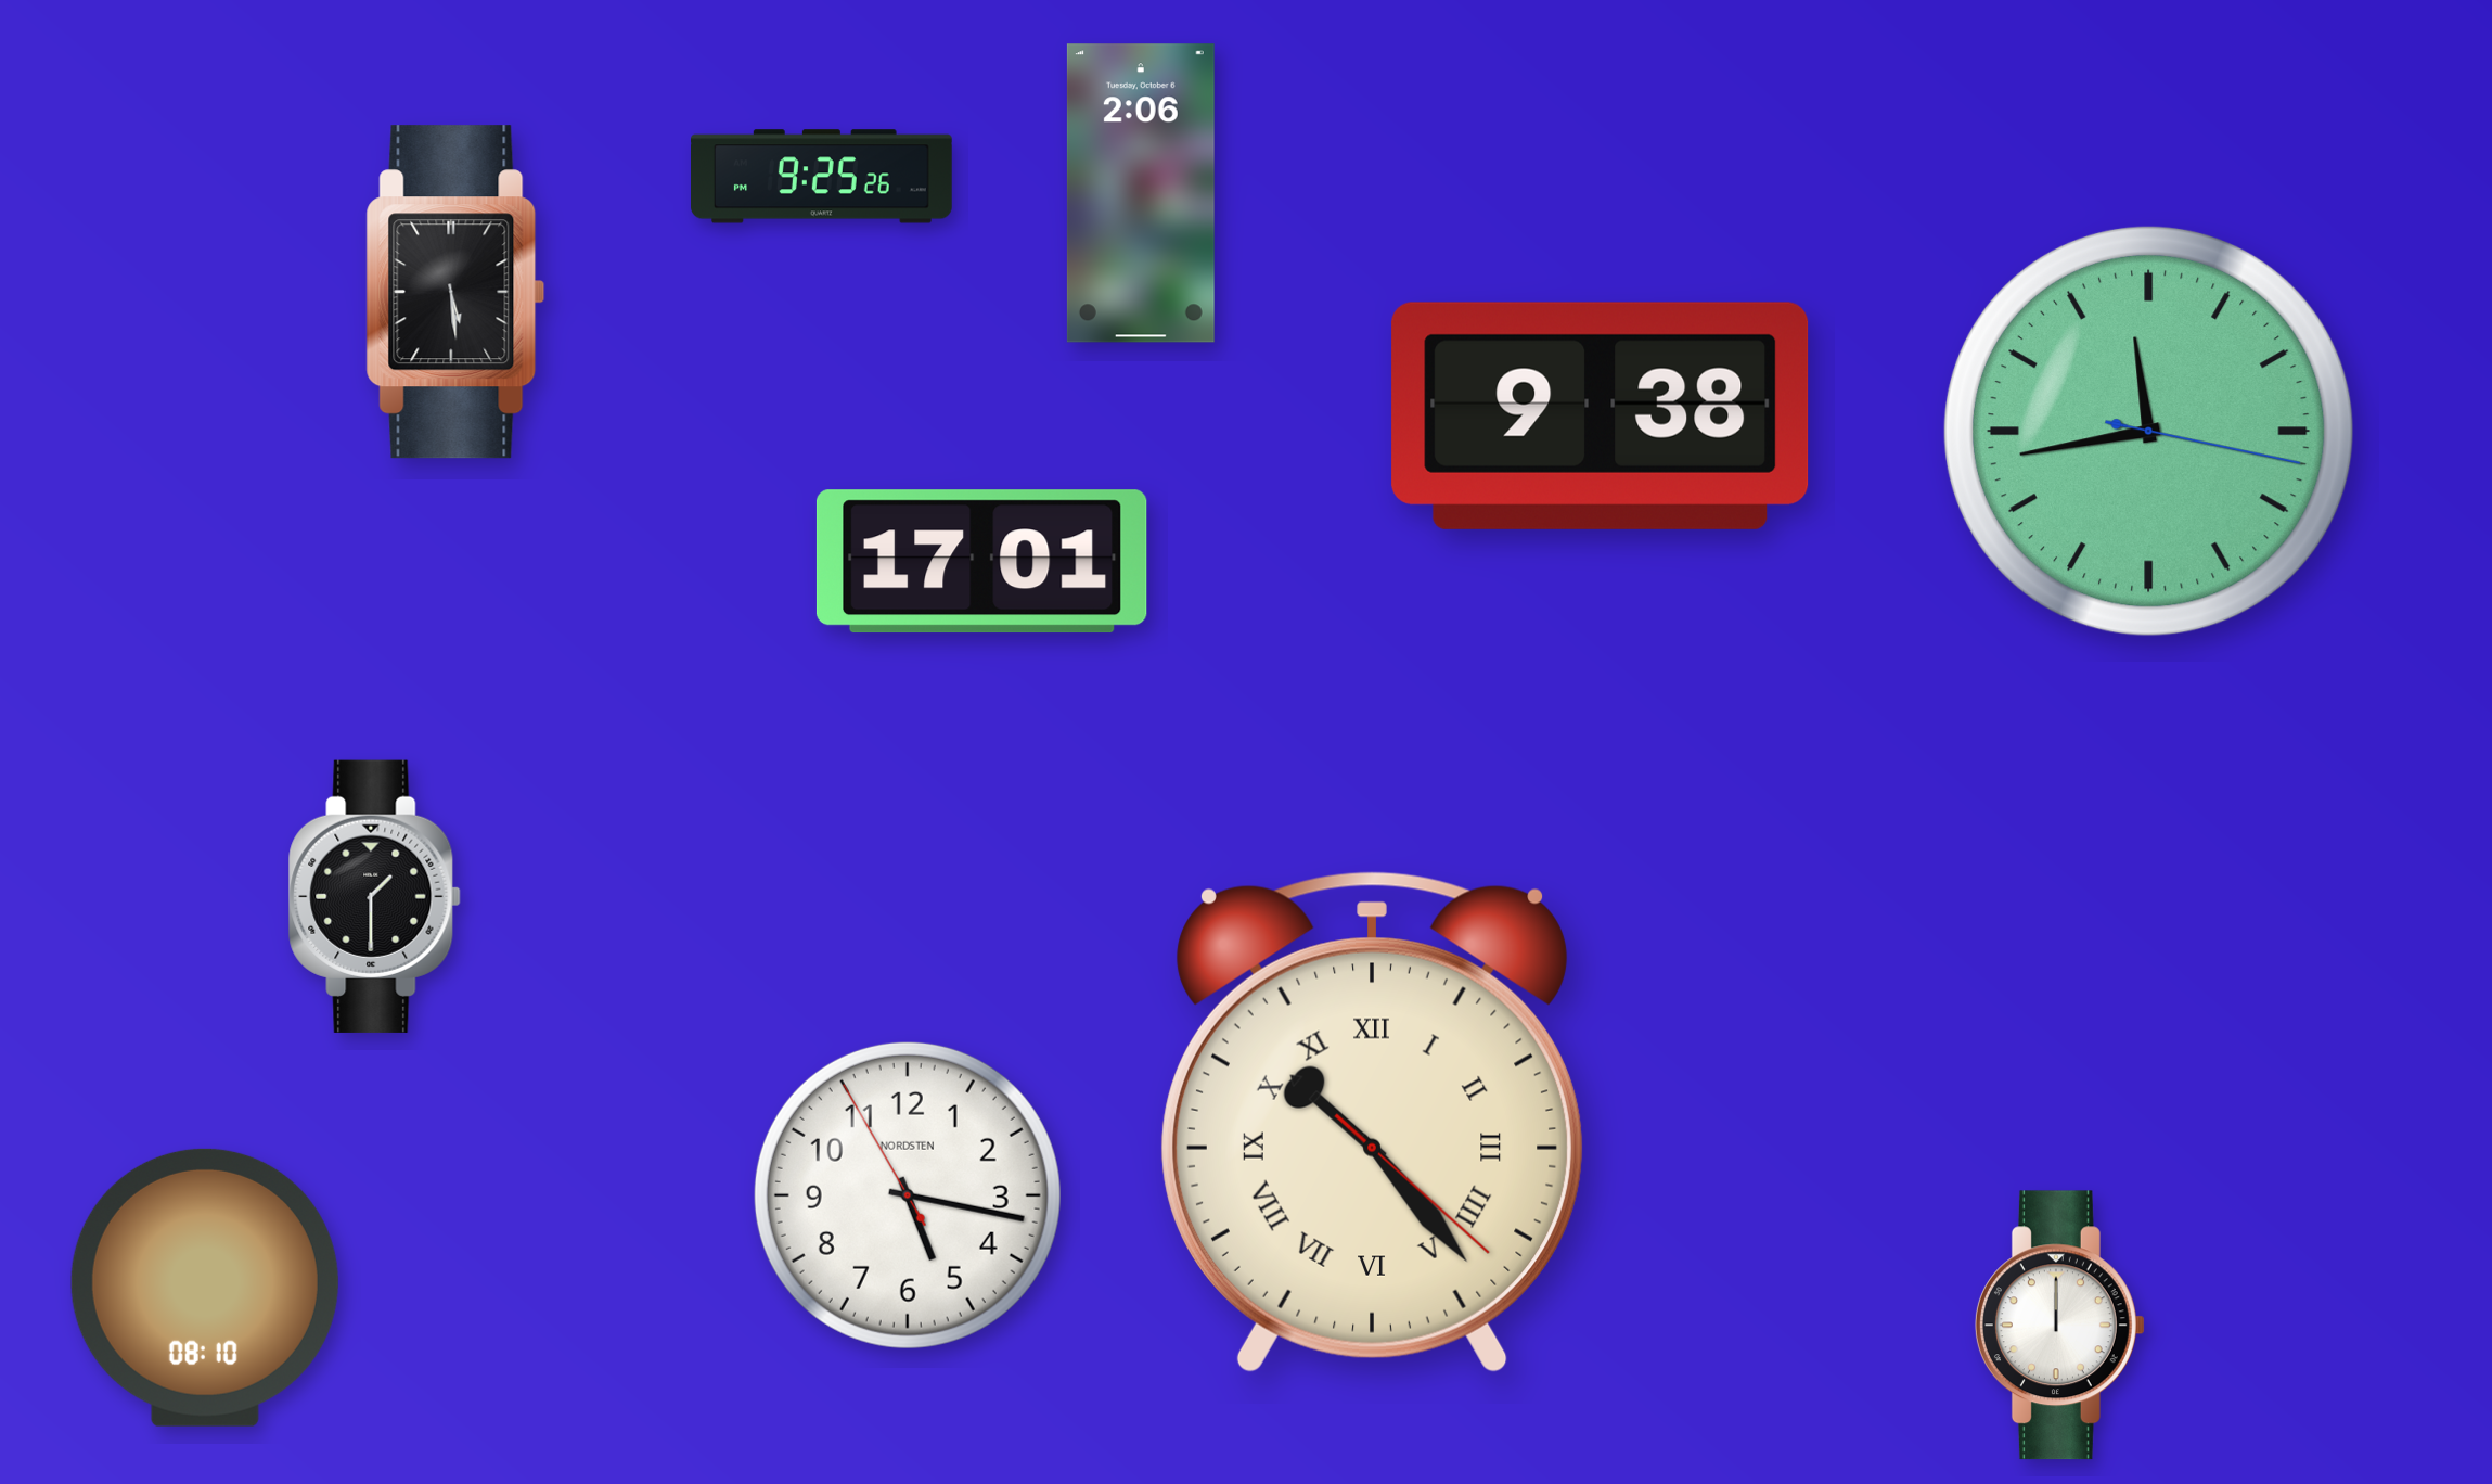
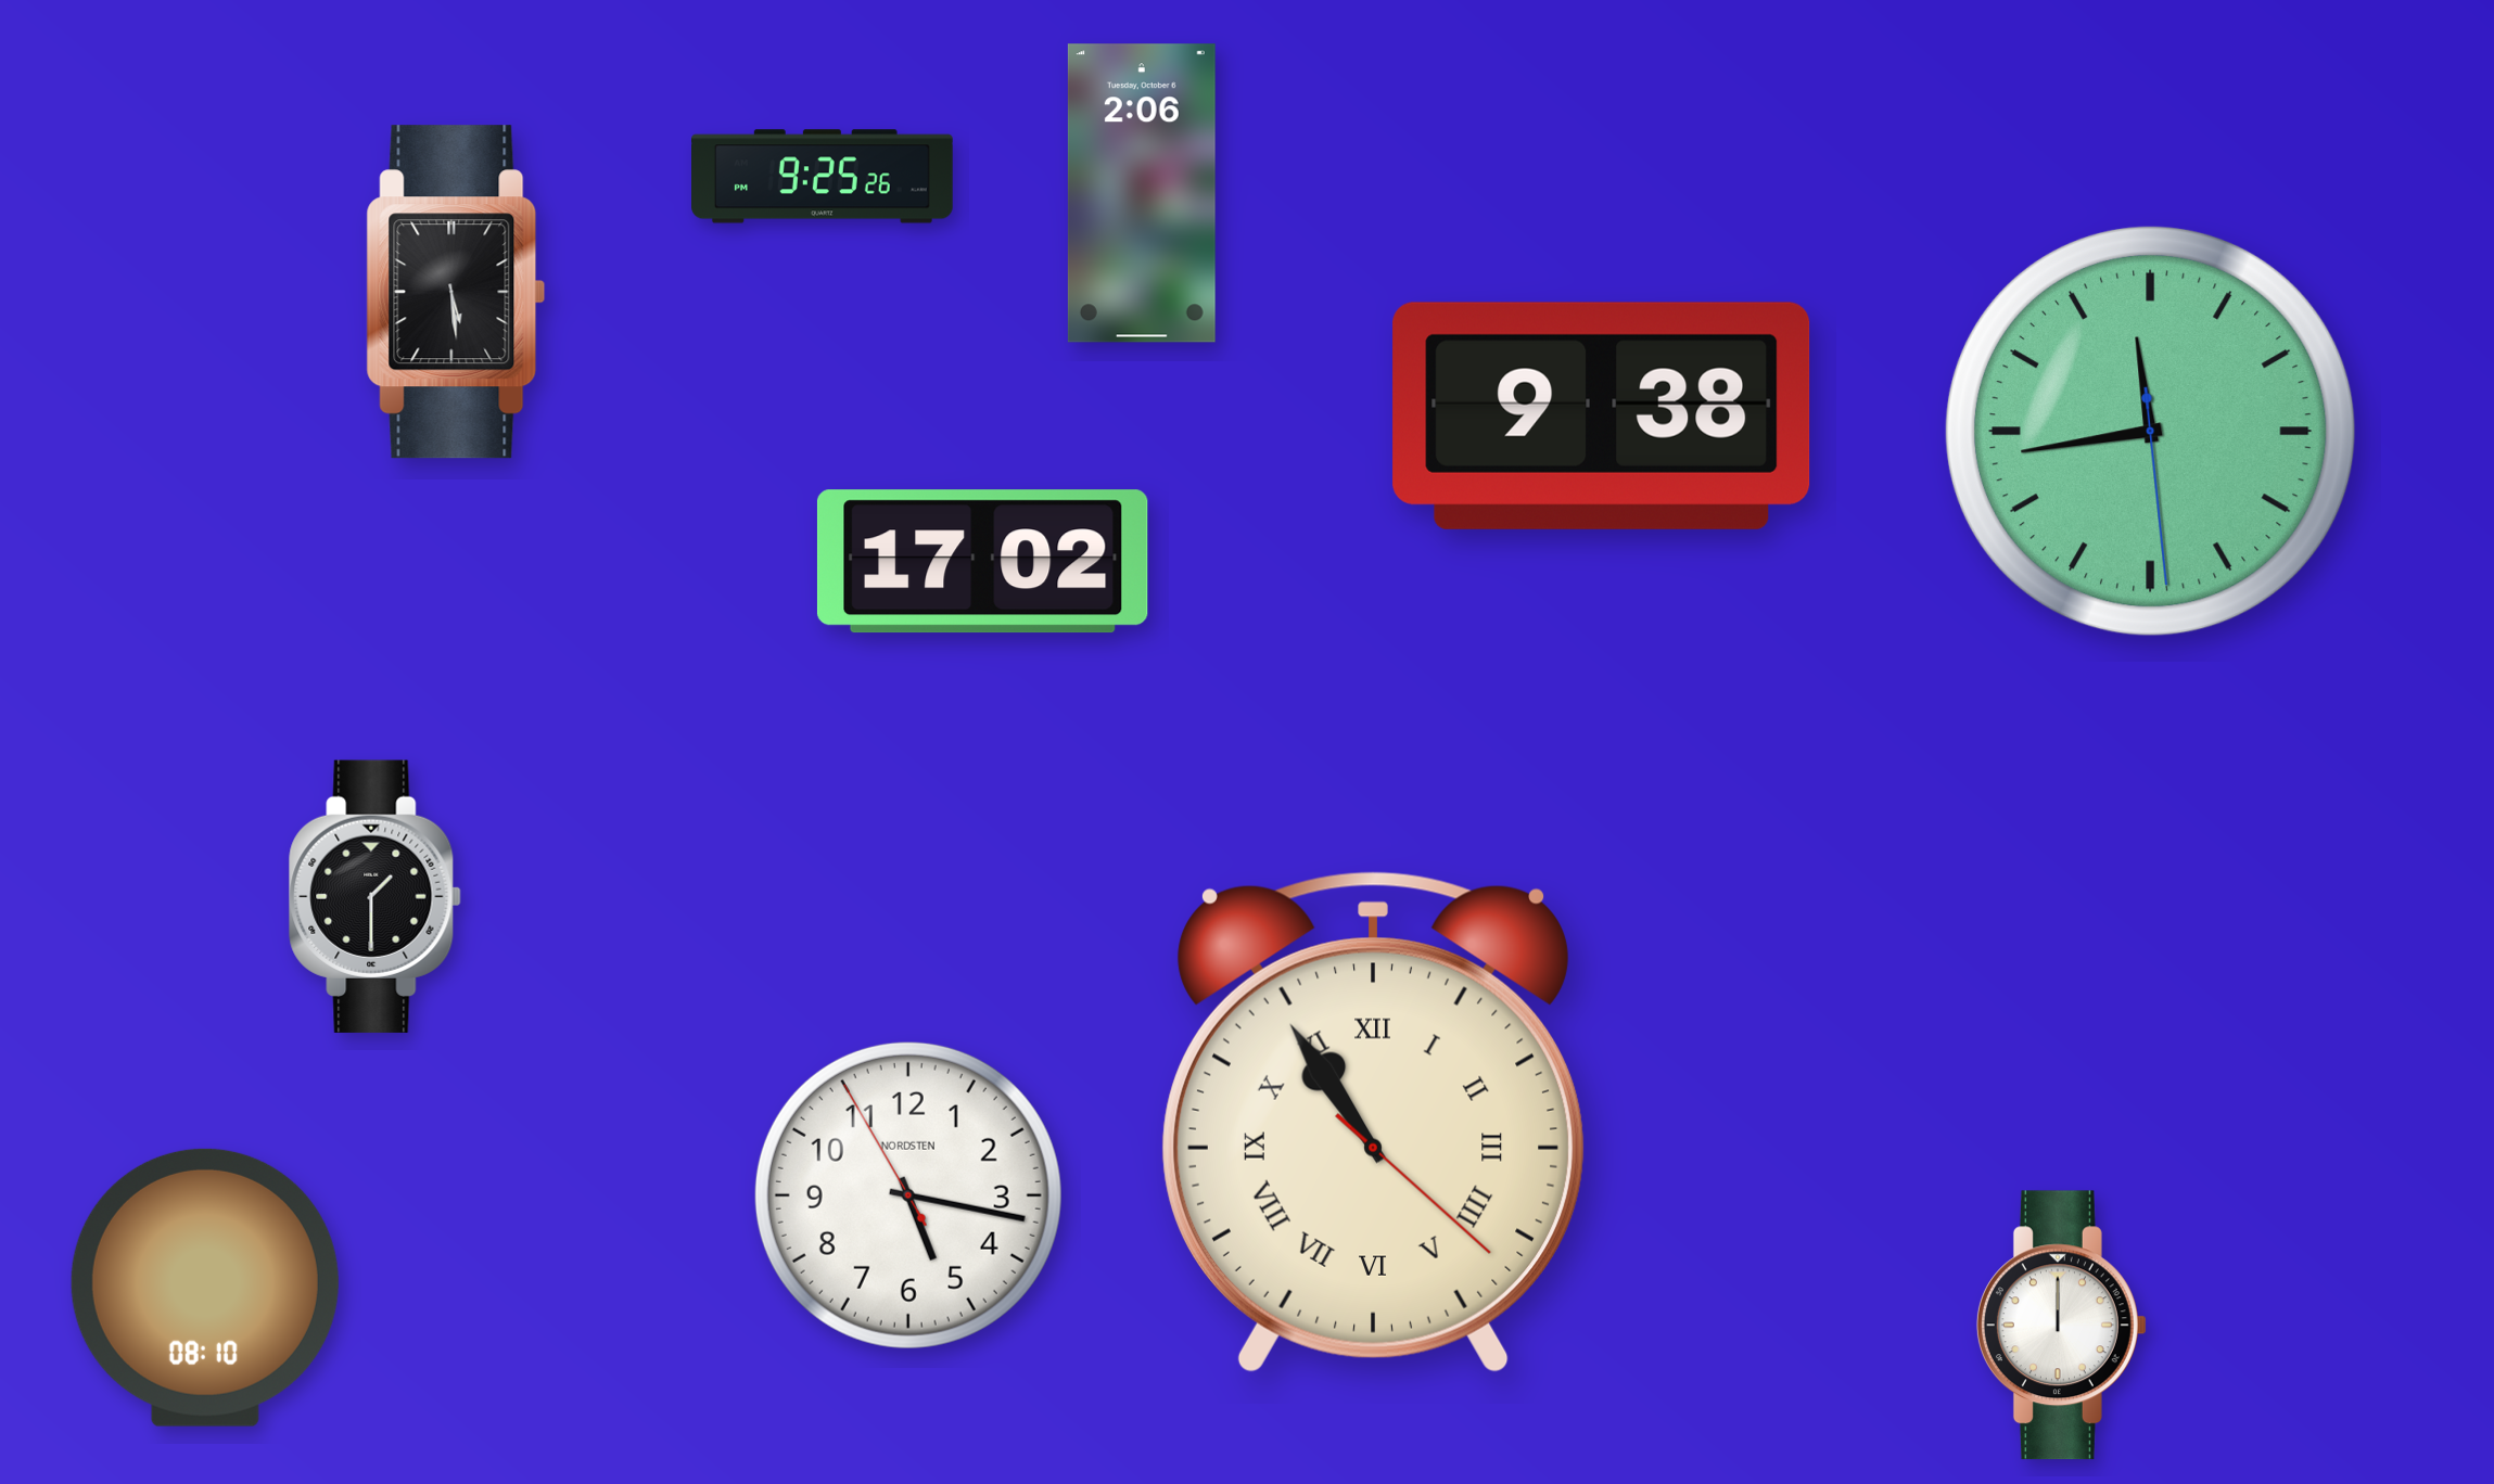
clock at (2148, 431): 11:43:17 -> 11:43:29
clock at (981, 562): 17:01 -> 17:02
clock at (1372, 1123): 10:23 -> 10:54
